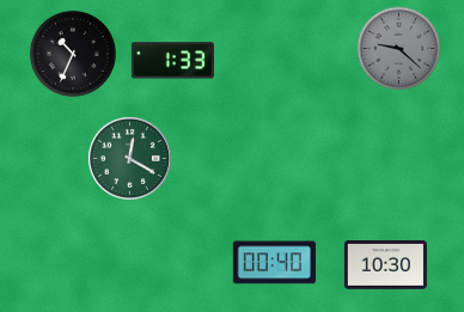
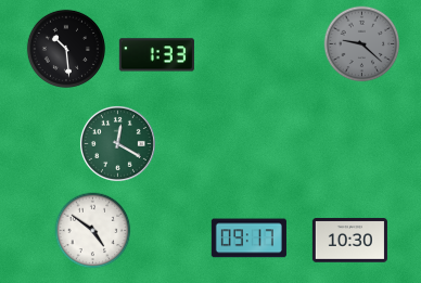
clock at (72, 53): 10:34 -> 10:29
clock at (93, 231): none -> 4:51
clock at (274, 263): 00:40 -> 09:17
